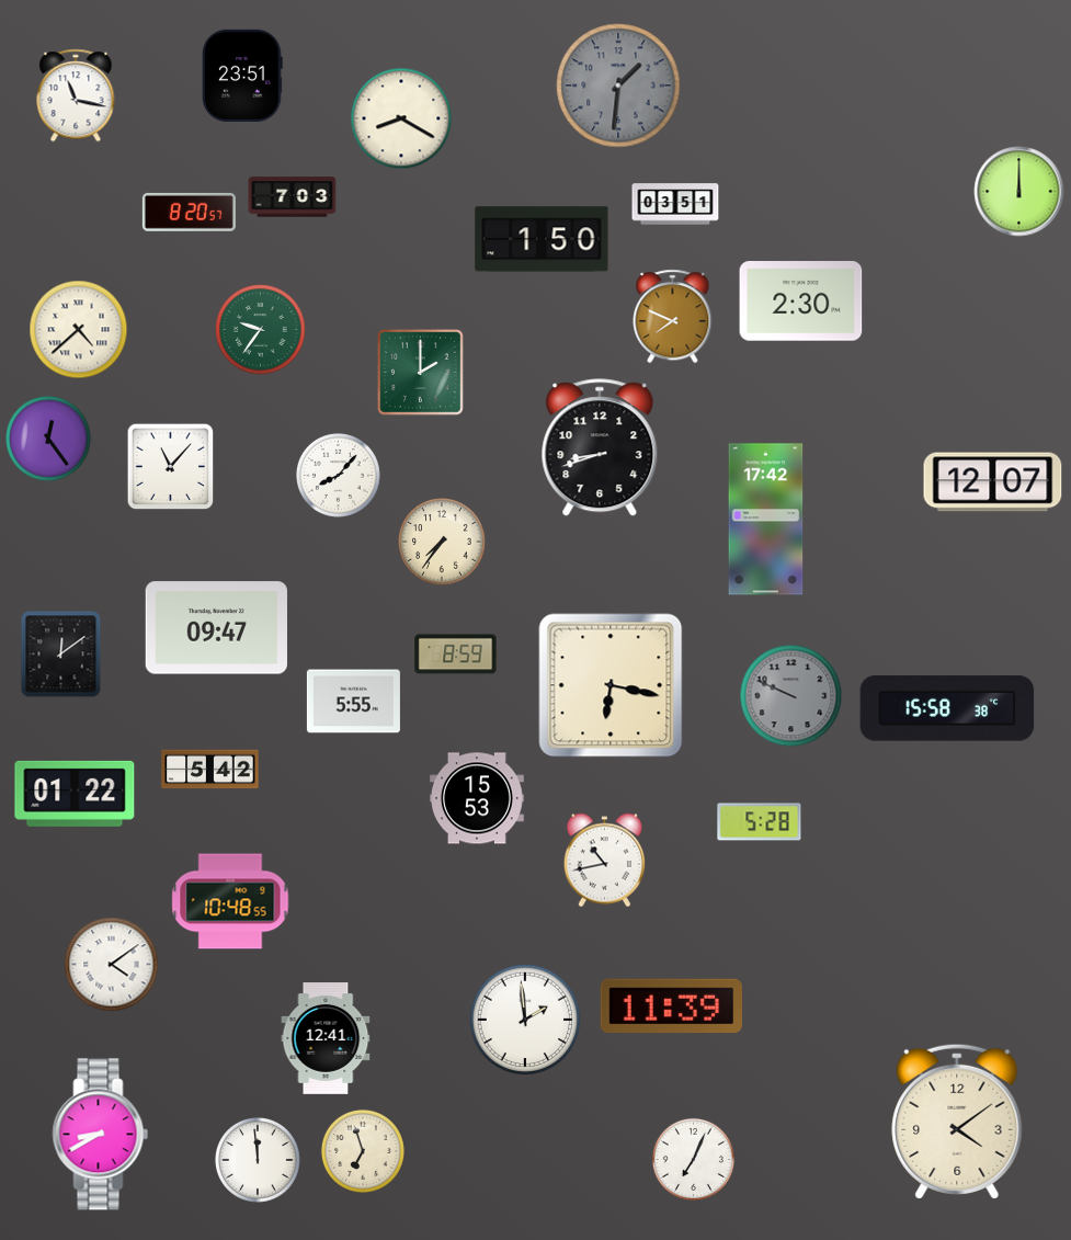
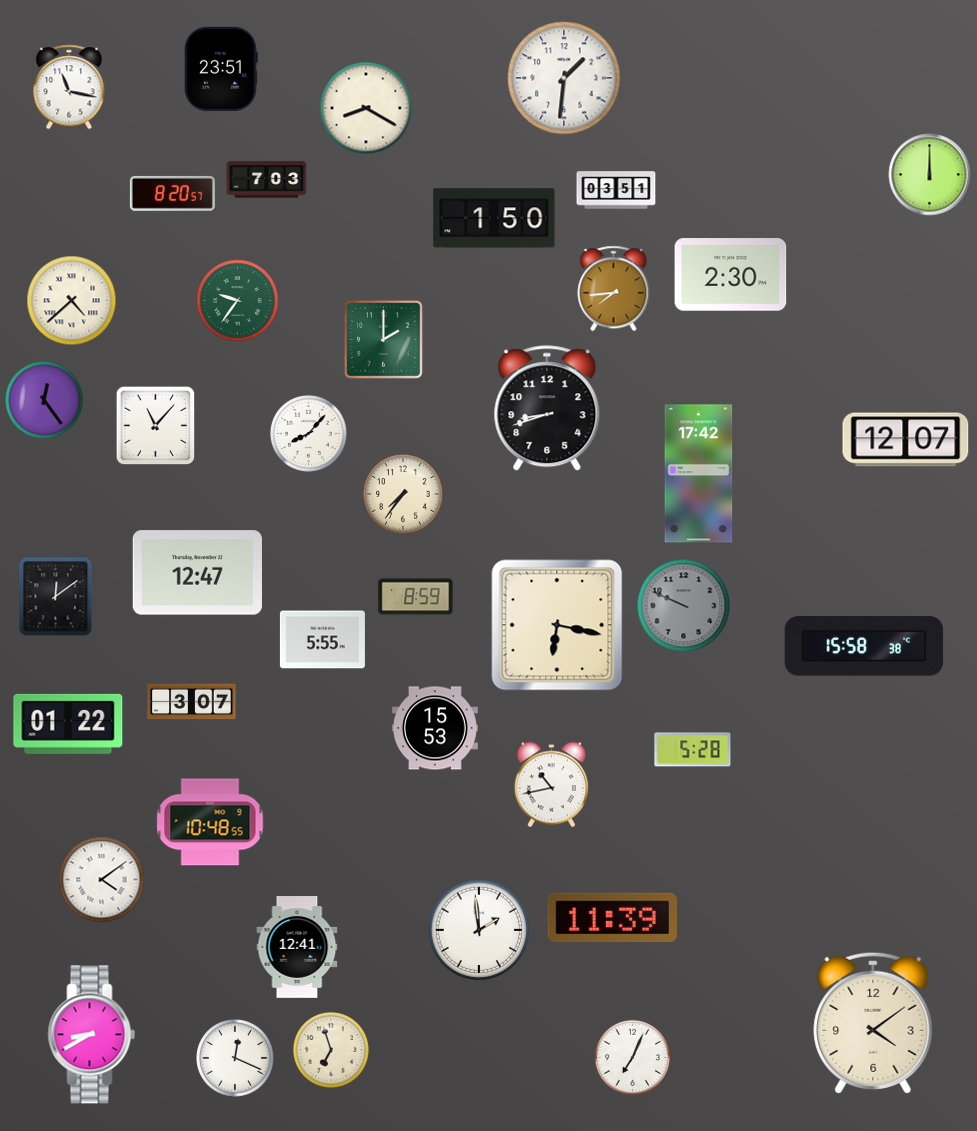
clock at (618, 86) dial: grey -> white
clock at (675, 204) position: (675, 204) -> (616, 190)
clock at (673, 317): 7:49 -> 7:44
clock at (216, 628): 09:47 -> 12:47
clock at (791, 696) position: (791, 696) -> (684, 606)
clock at (210, 770): 5:42 -> 3:07
clock at (259, 1161): 11:59 -> 12:19
